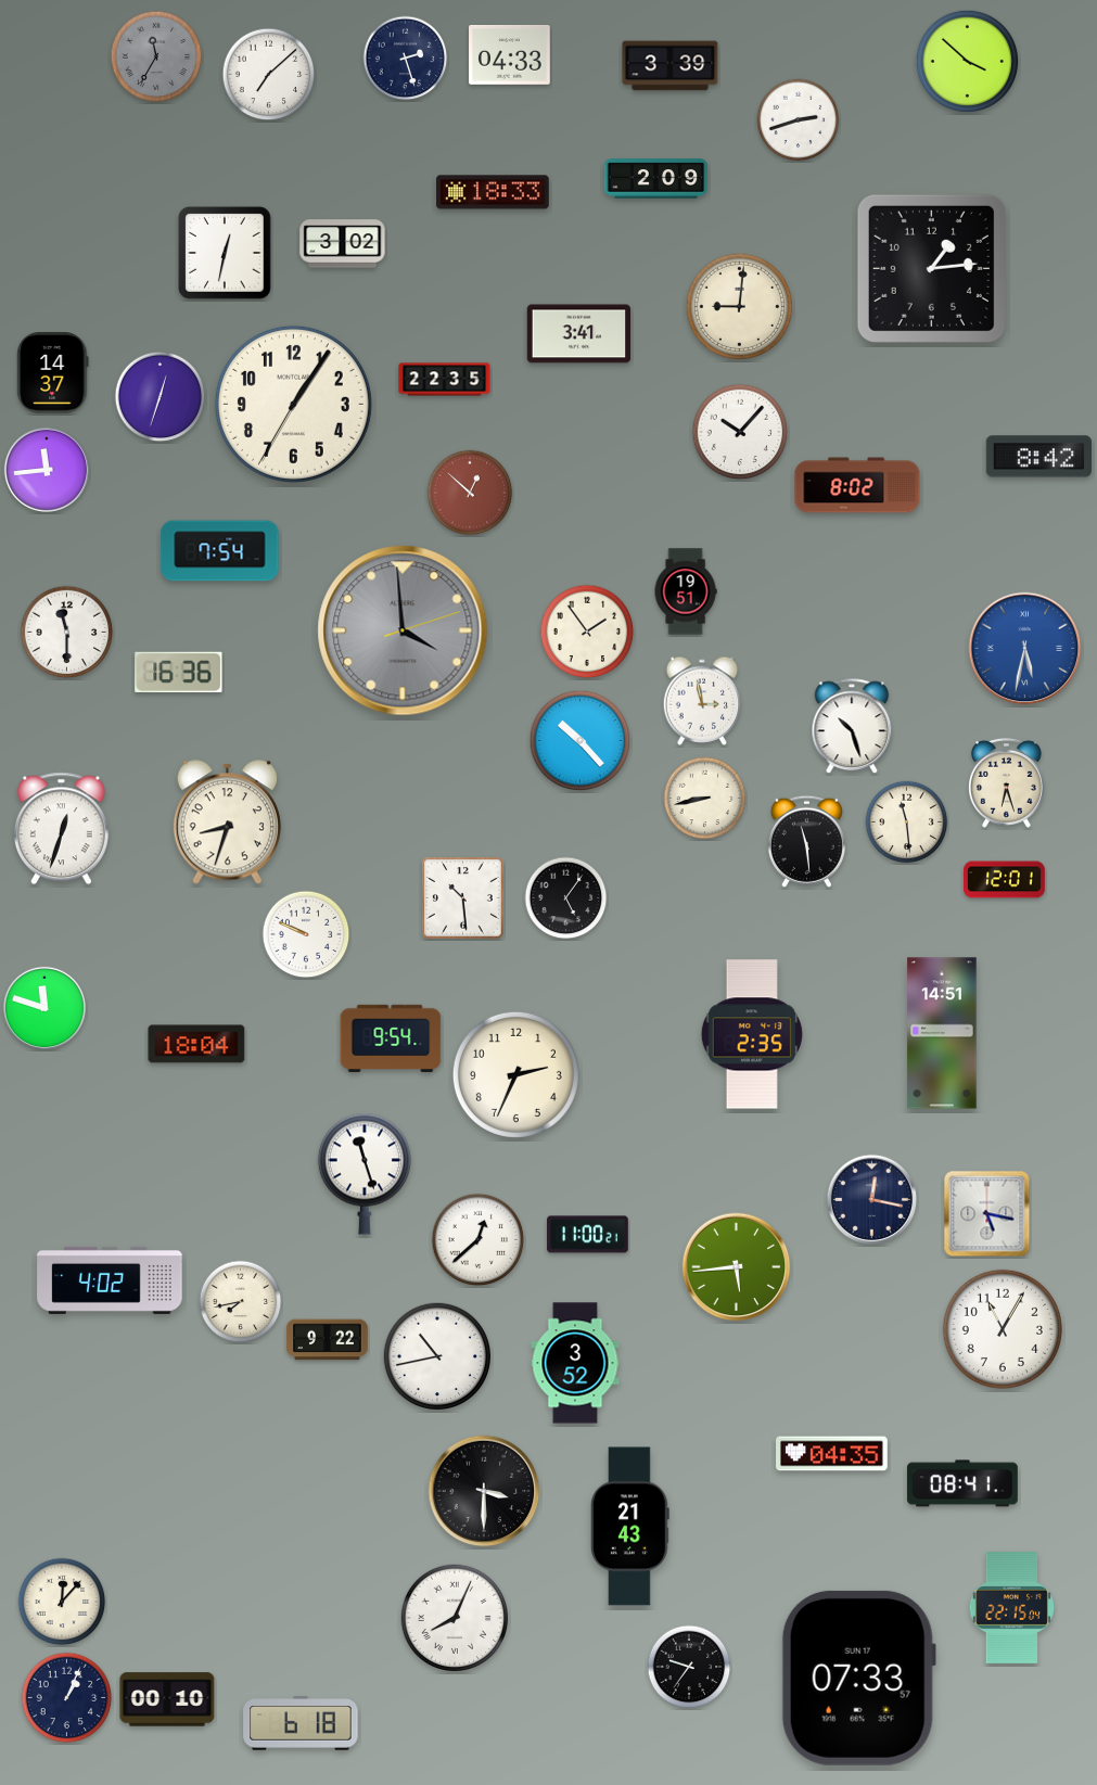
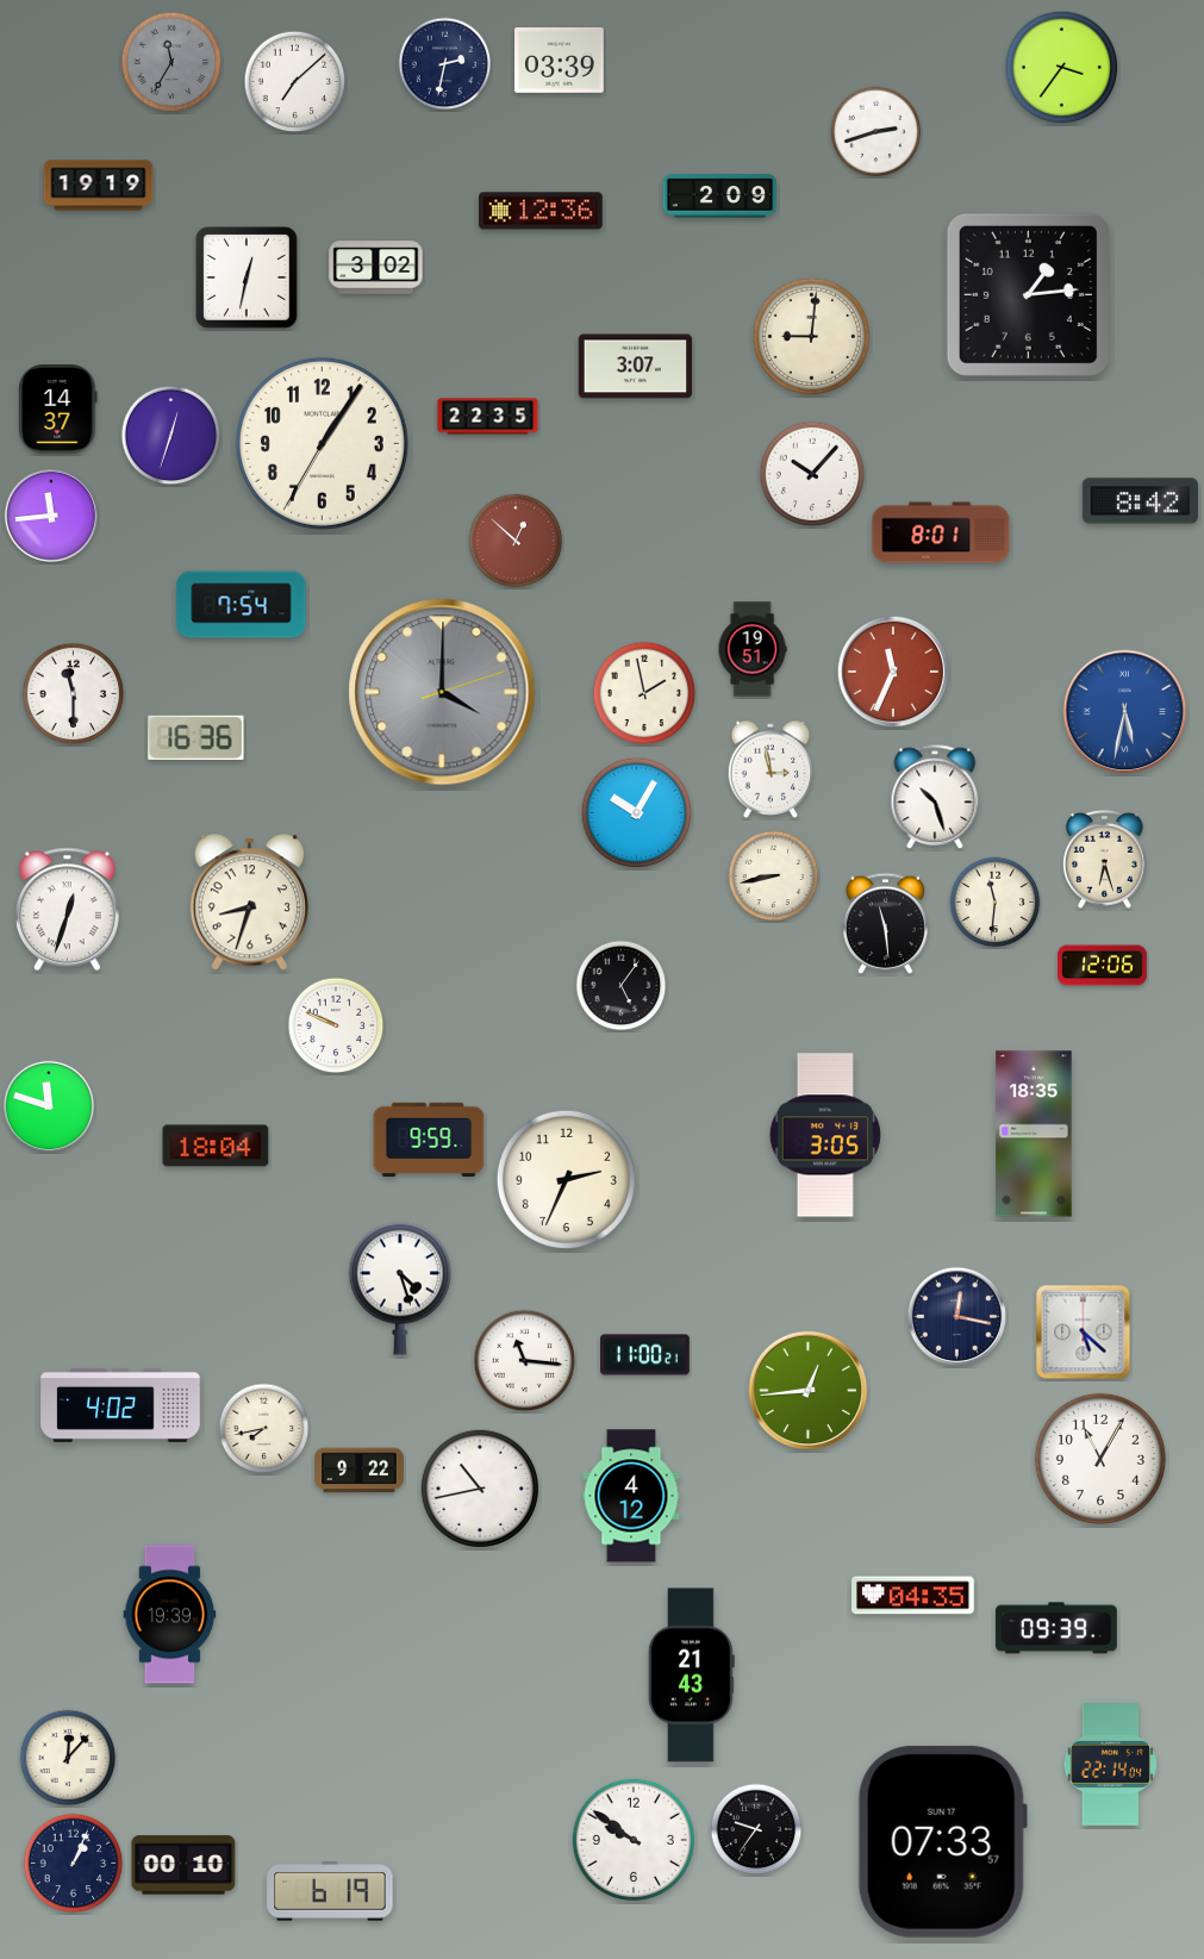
clock at (510, 55): 04:33 -> 03:39
clock at (406, 59): 2:27 -> 2:32
clock at (968, 62): 3:52 -> 3:36
clock at (671, 66): 3:39 -> none
clock at (99, 186): none -> 19:19
clock at (493, 192): 18:33 -> 12:36
clock at (931, 268) position: (931, 268) -> (1028, 294)
clock at (579, 334): 3:41 -> 3:07
clock at (161, 397) position: (161, 397) -> (171, 436)
clock at (857, 485): 8:02 -> 8:01
clock at (893, 672): none -> 11:34
clock at (403, 630): 3:59 -> 4:00
clock at (587, 632): 1:54 -> 1:58
clock at (581, 741): 10:23 -> 10:05
clock at (907, 823): 11:29 -> 11:31
clock at (1005, 880): 12:01 -> 12:06
clock at (463, 898): 10:29 -> none
clock at (942, 1033): 14:51 -> 18:35
clock at (752, 1034): 2:35 -> 3:05
clock at (391, 1038): 9:54 -> 9:59
clock at (365, 1174): 11:27 -> 4:27
clock at (987, 1214): 5:17 -> 5:22
clock at (479, 1240): 12:38 -> 11:16
clock at (737, 1267): 5:44 -> 12:44
clock at (575, 1363): 3:52 -> 4:12
clock at (170, 1615): none -> 19:39
clock at (962, 1483): 08:41 -> 09:39
clock at (484, 1491): 3:30 -> none
clock at (1011, 1608): 22:15 -> 22:14
clock at (454, 1617): 8:04 -> none
clock at (632, 1839): none -> 9:51
clock at (301, 1723): 6:18 -> 6:19
